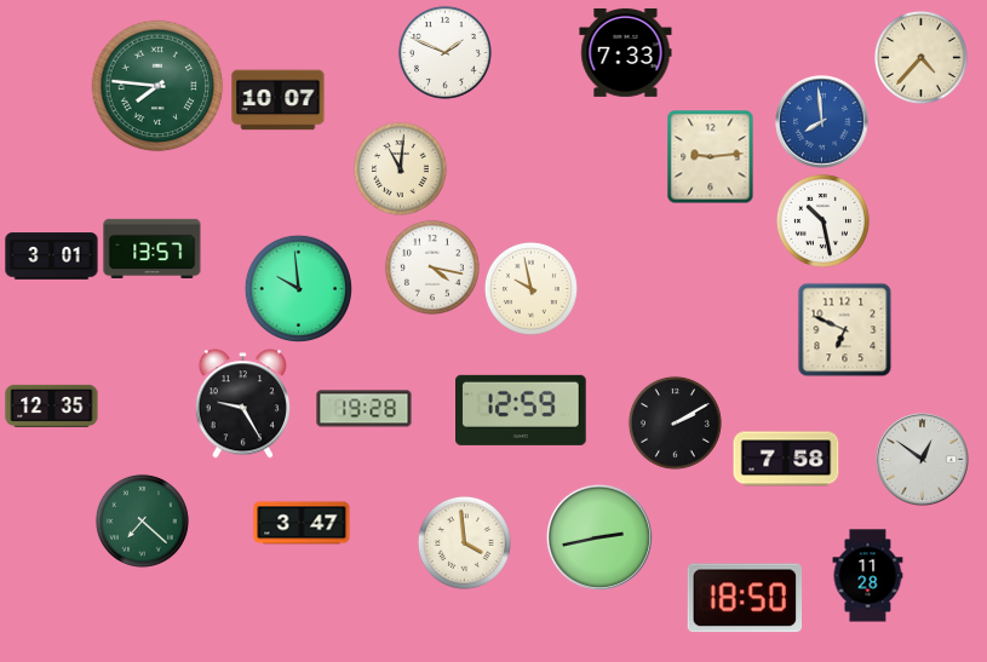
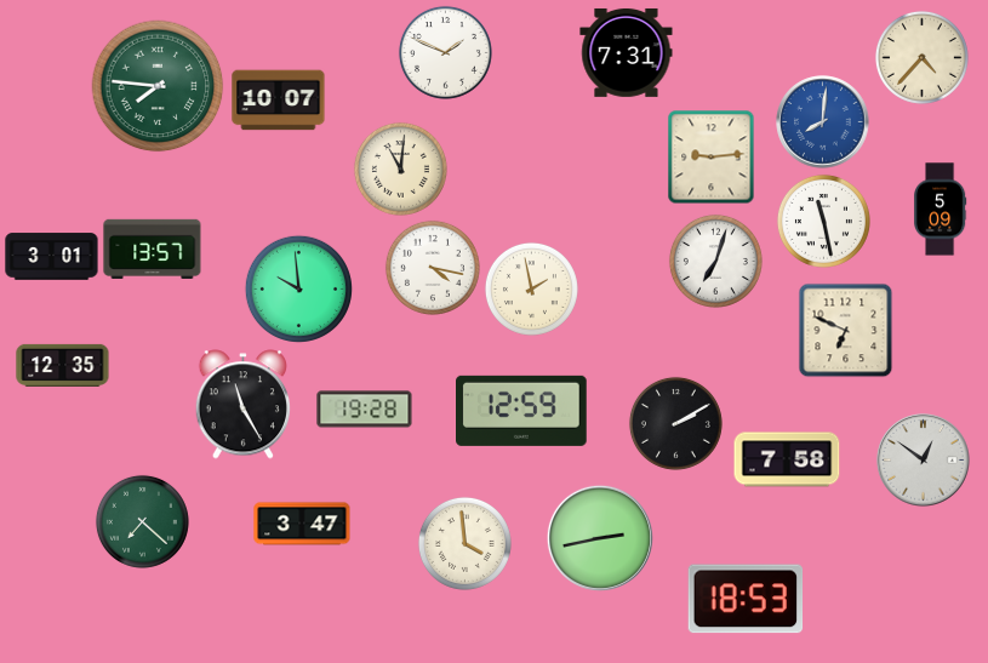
clock at (626, 52): 7:33 -> 7:31
clock at (822, 122): 7:59 -> 8:01
clock at (941, 210): none -> 5:09
clock at (822, 220): 10:28 -> 11:28
clock at (715, 261): none -> 7:03
clock at (530, 288): 9:58 -> 1:58
clock at (242, 404): 9:25 -> 11:25
clock at (52, 405) position: (52, 405) -> (63, 365)
clock at (868, 576): 11:28 -> none
clock at (745, 598): 18:50 -> 18:53
